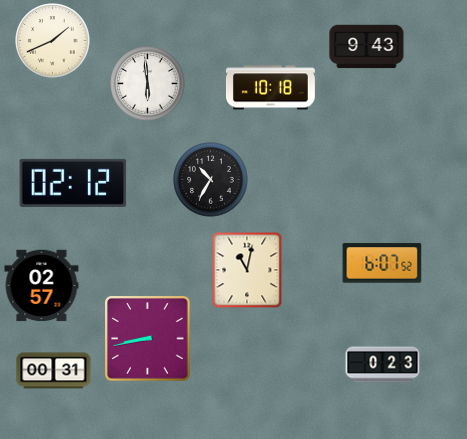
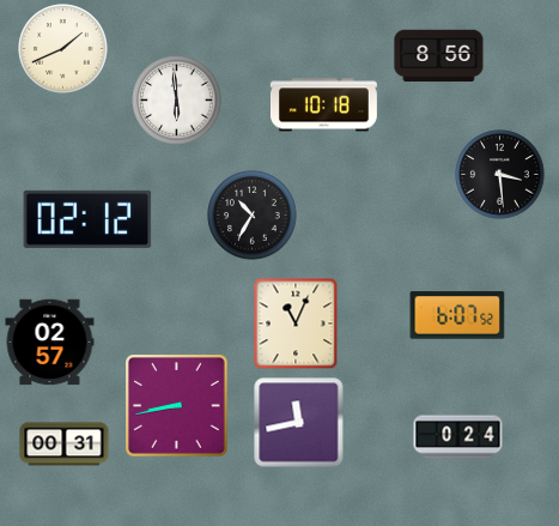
clock at (367, 47): 9:43 -> 8:56
clock at (500, 175): none -> 3:29
clock at (247, 270): 11:02 -> 11:04
clock at (299, 423): none -> 11:43
clock at (383, 365): 0:23 -> 0:24
